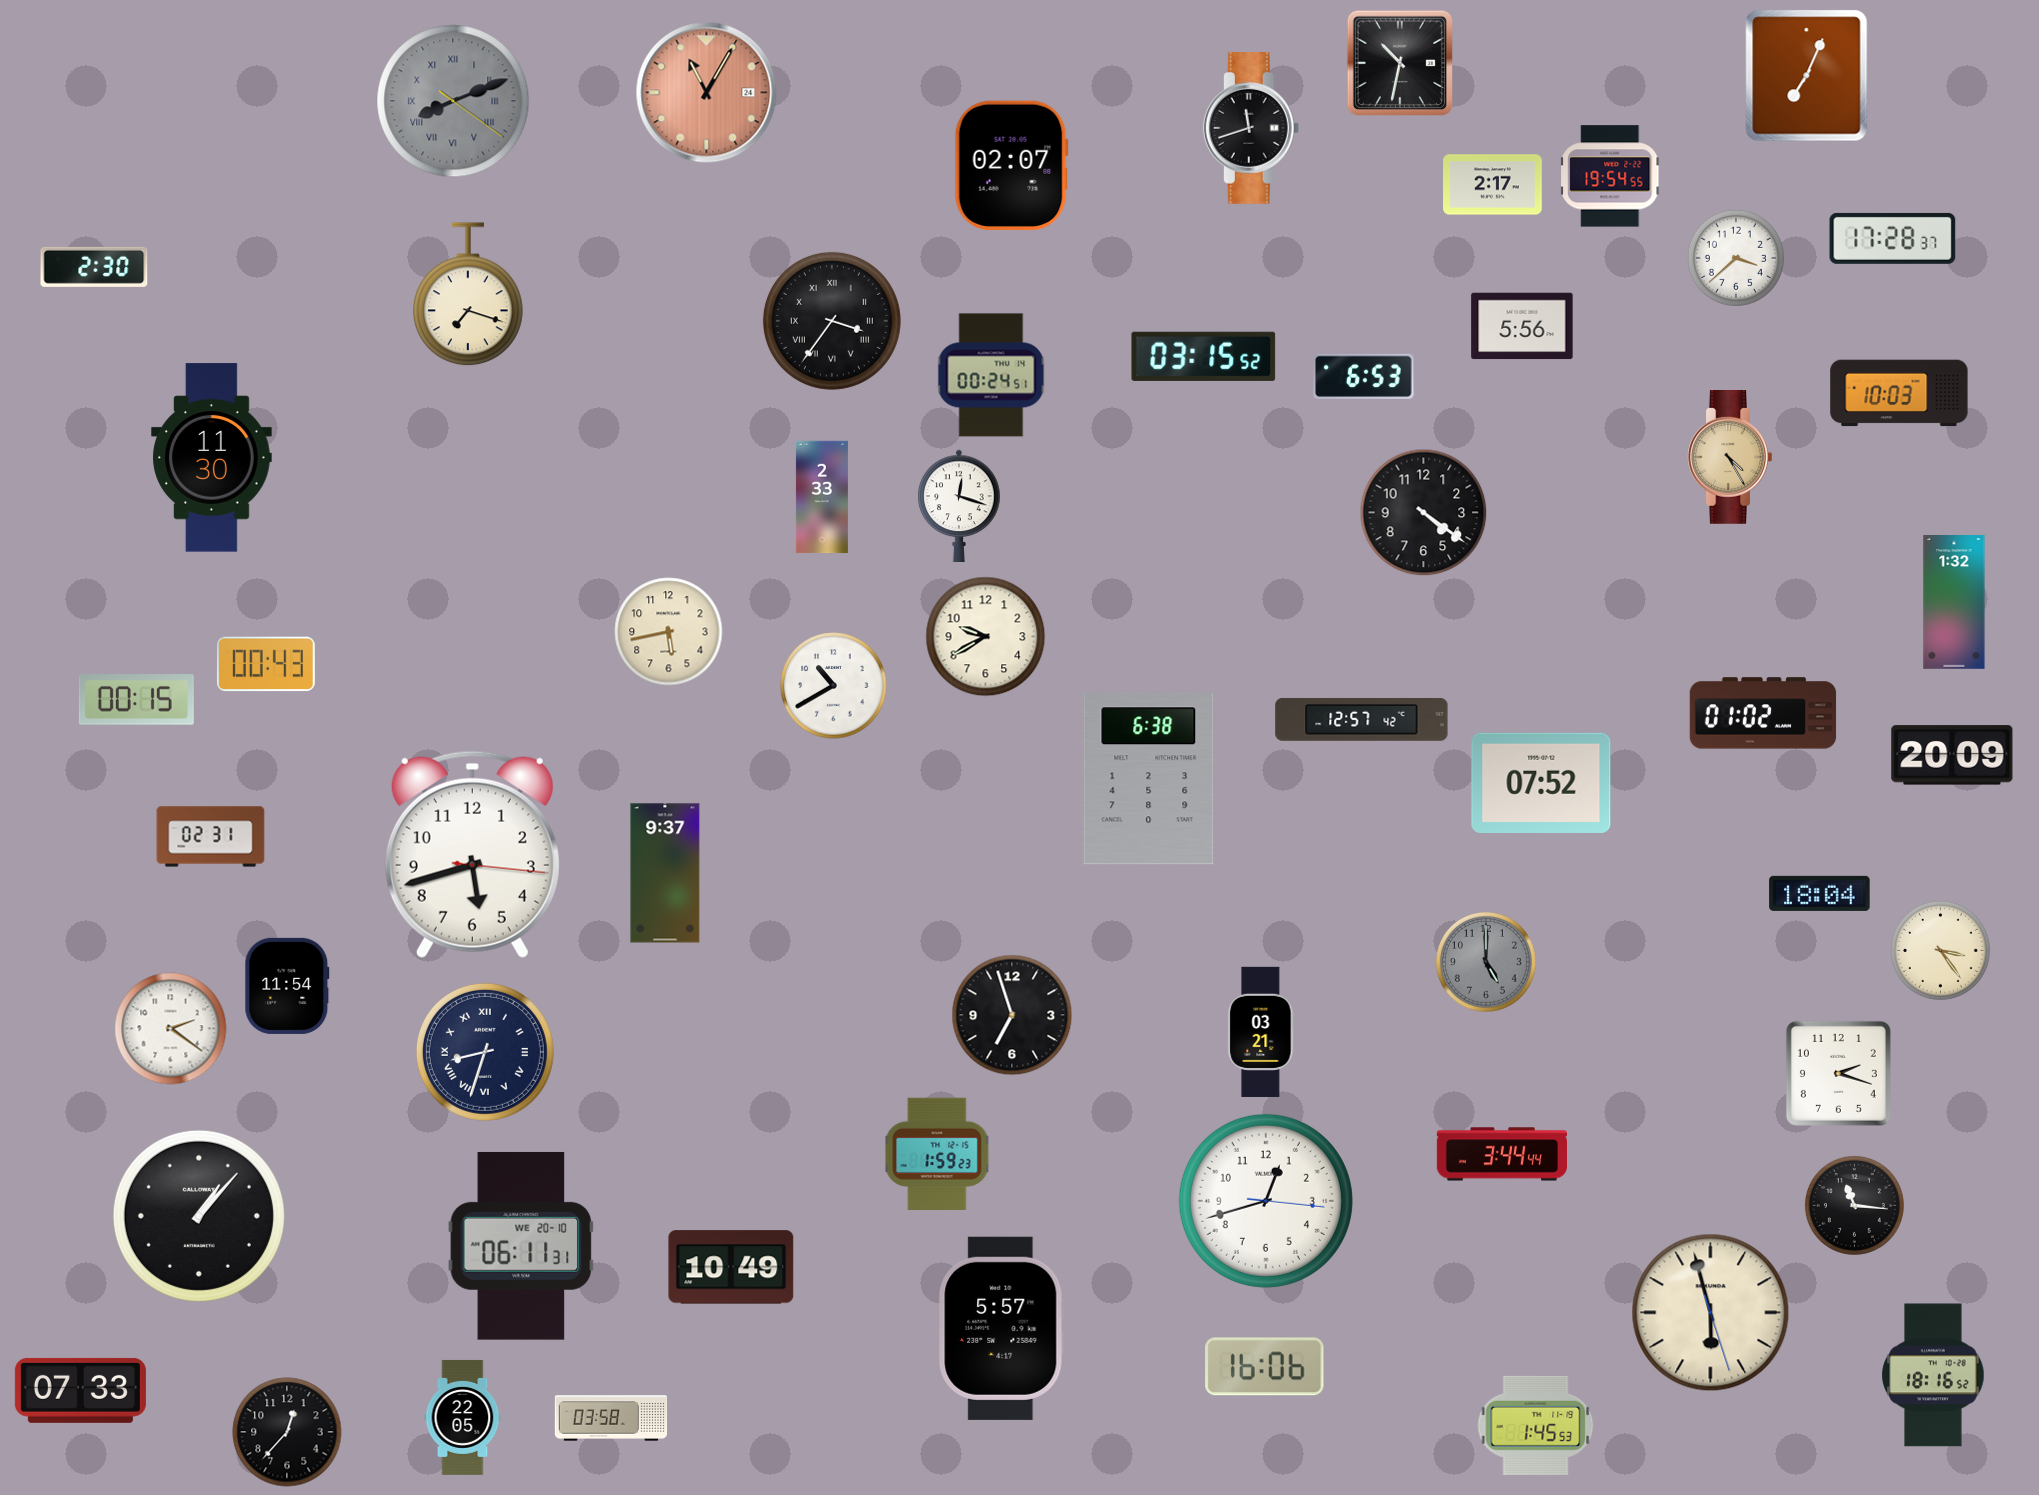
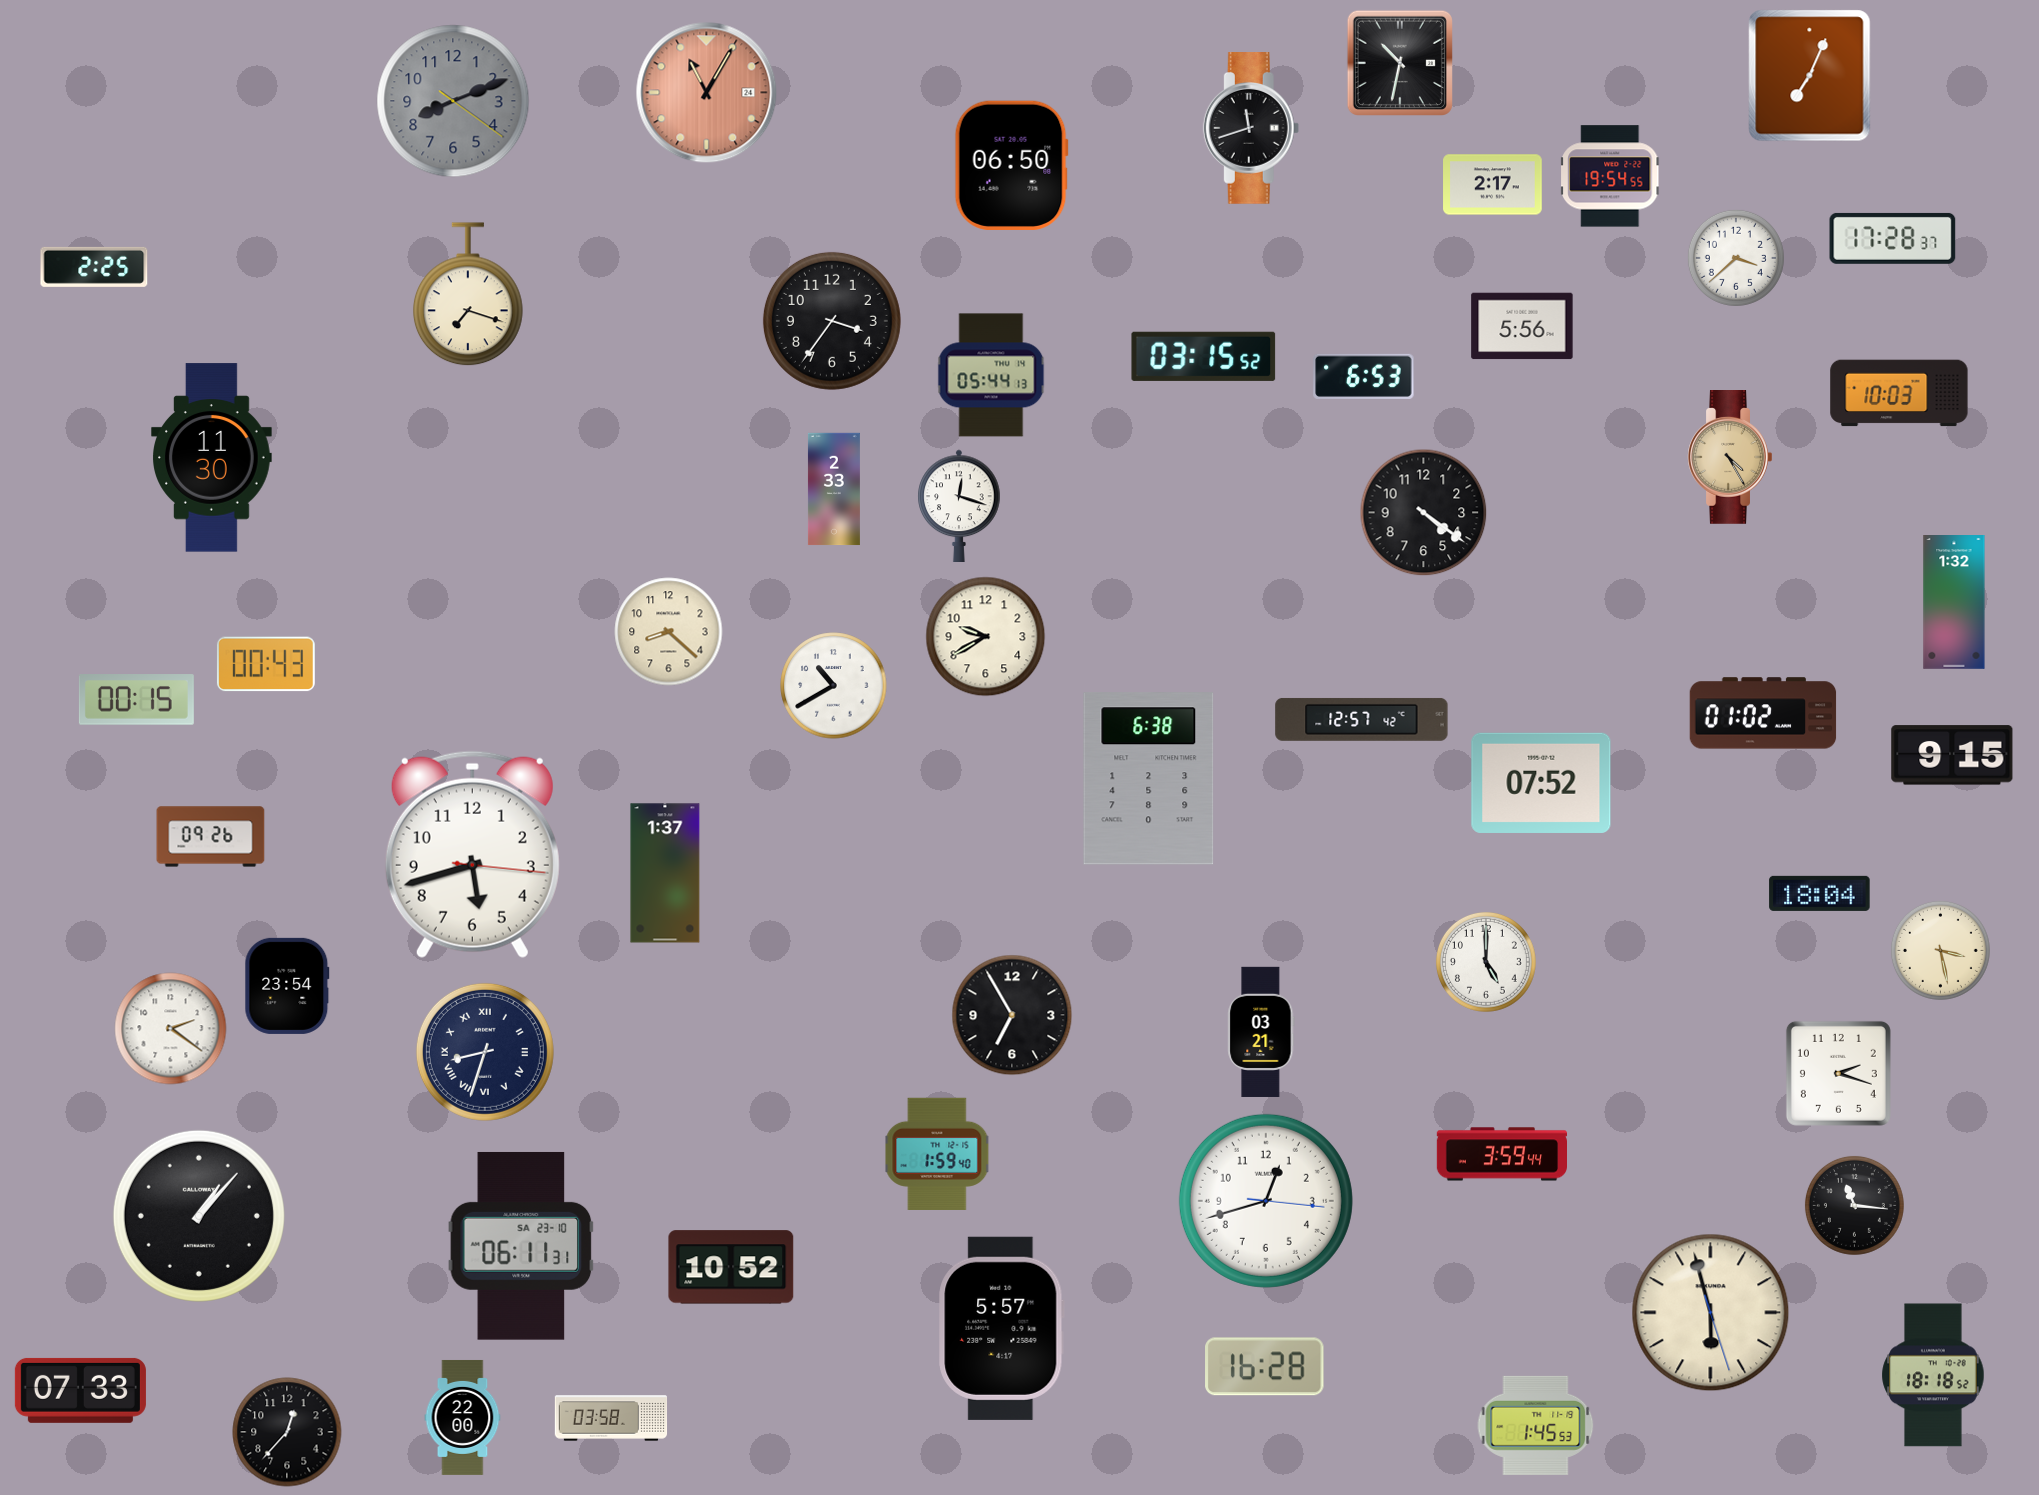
clock at (1807, 76) position: (1807, 76) -> (1810, 76)
clock at (453, 101) numerals: Roman -> Arabic
clock at (1011, 165): 02:07 -> 06:50
clock at (94, 267): 2:30 -> 2:25
clock at (832, 321) numerals: Roman -> Arabic
clock at (991, 375): 00:24 -> 05:44
clock at (822, 497) position: (822, 497) -> (834, 489)
clock at (669, 632): 5:43 -> 8:22
clock at (1952, 755): 20:09 -> 9:15
clock at (211, 837): 02:31 -> 09:26
clock at (665, 873): 9:37 -> 1:37
clock at (1940, 950): 3:24 -> 3:28
clock at (1486, 962) dial: grey -> white
clock at (287, 986): 11:54 -> 23:54
clock at (1012, 1015): 6:57 -> 6:55
clock at (937, 1154): 1:59:23 -> 1:59:40
clock at (1501, 1154): 3:44 -> 3:59
clock at (521, 1246) date: WE 20-10 -> SA 23-10
clock at (731, 1267): 10:49 -> 10:52
clock at (1265, 1367): 16:06 -> 16:28
clock at (1933, 1375): 18:16 -> 18:18
clock at (463, 1417): 22:05 -> 22:00
